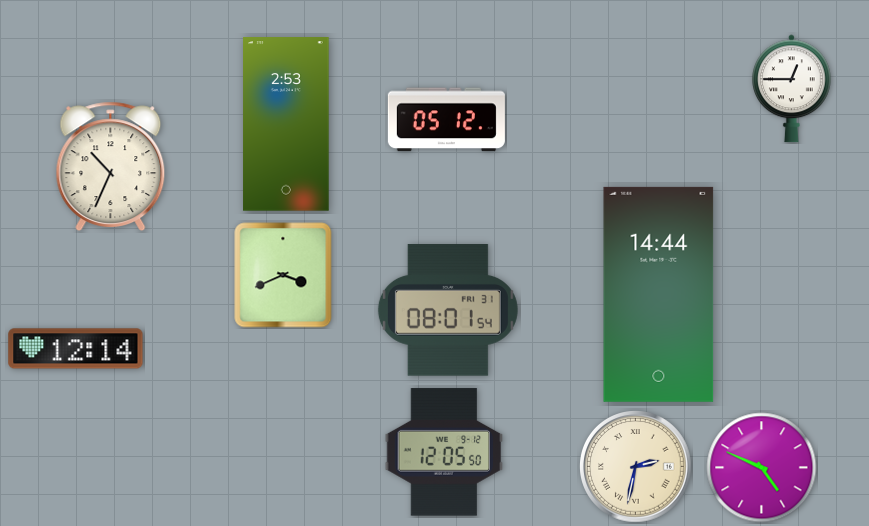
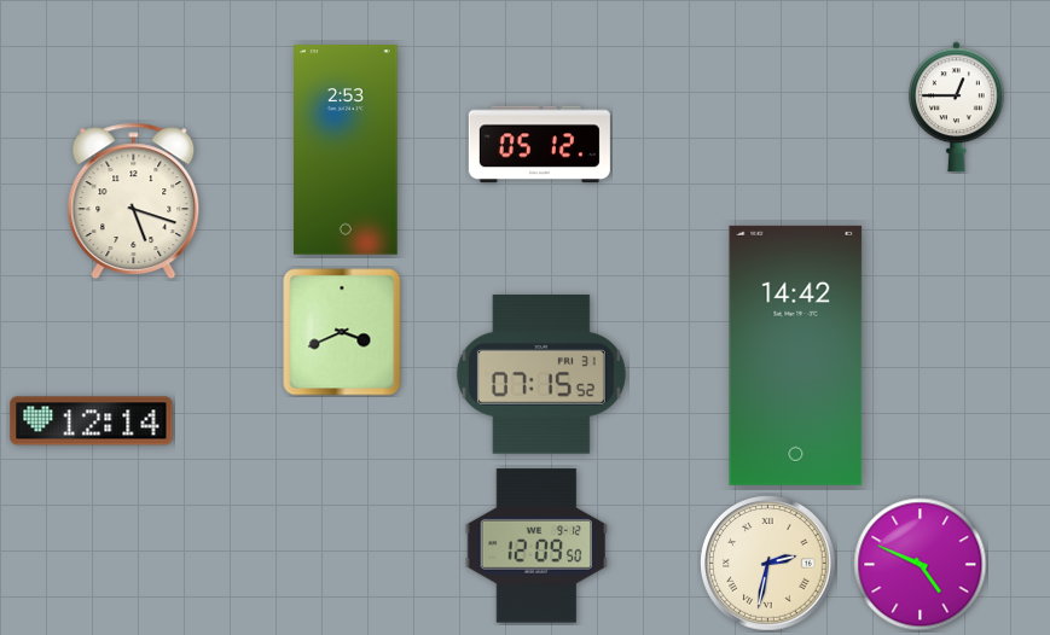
clock at (111, 167): 10:34 -> 5:18
clock at (659, 294): 14:44 -> 14:42
clock at (448, 310): 08:01 -> 07:15
clock at (444, 452): 12:05 -> 12:09
